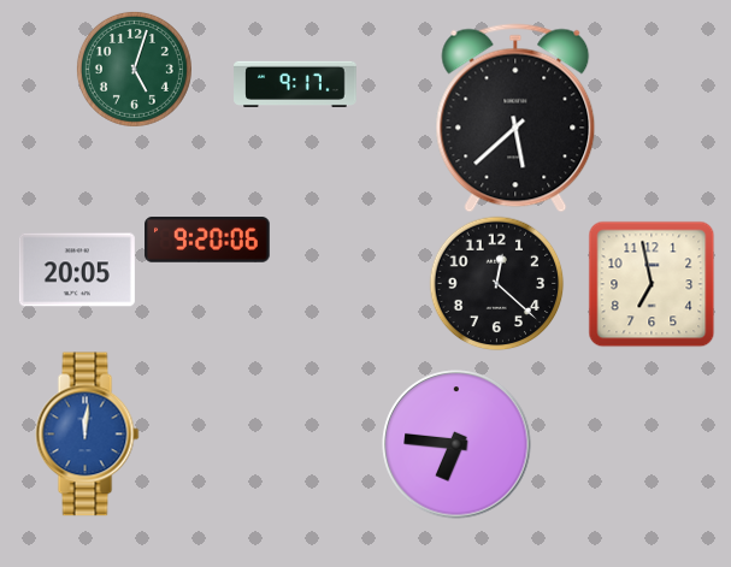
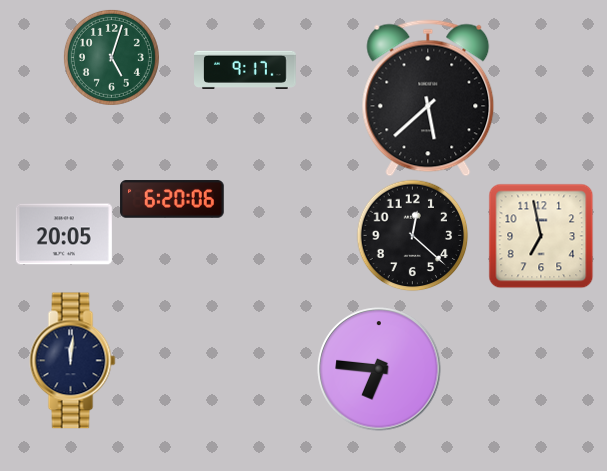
clock at (207, 240): 9:20 -> 6:20
clock at (77, 270) position: (77, 270) -> (64, 234)
clock at (88, 435) dial: blue -> navy
